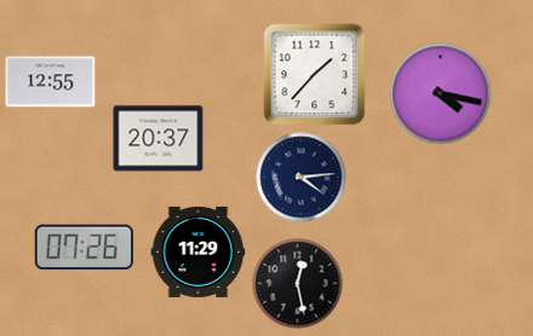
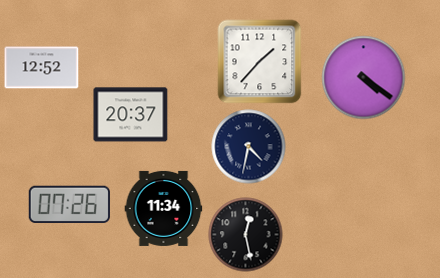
clock at (51, 82): 12:55 -> 12:52
clock at (441, 94): 4:17 -> 4:21
clock at (302, 178): 4:14 -> 4:32
clock at (199, 251): 11:29 -> 11:34
